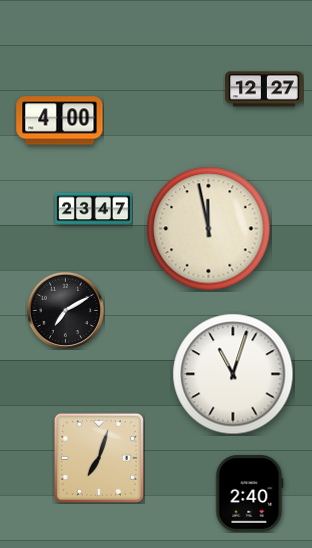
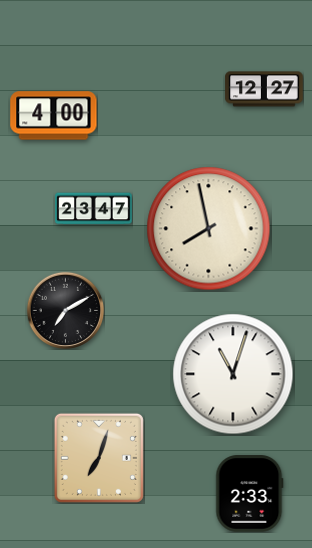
clock at (60, 121) position: (60, 121) -> (54, 116)
clock at (209, 229): 11:58 -> 7:58
clock at (250, 494): 2:40 -> 2:33
